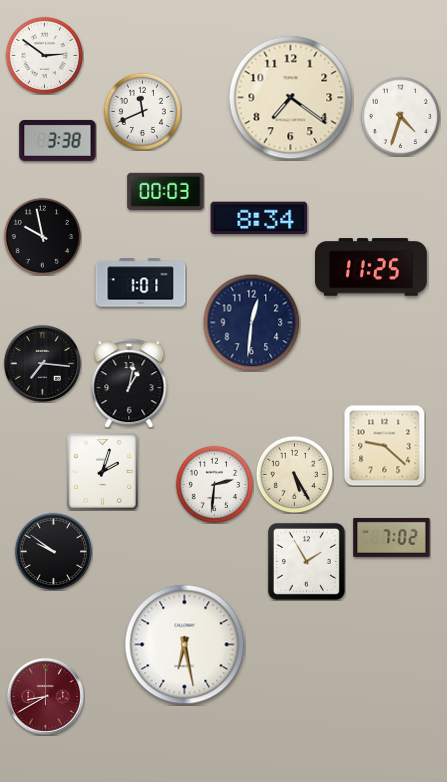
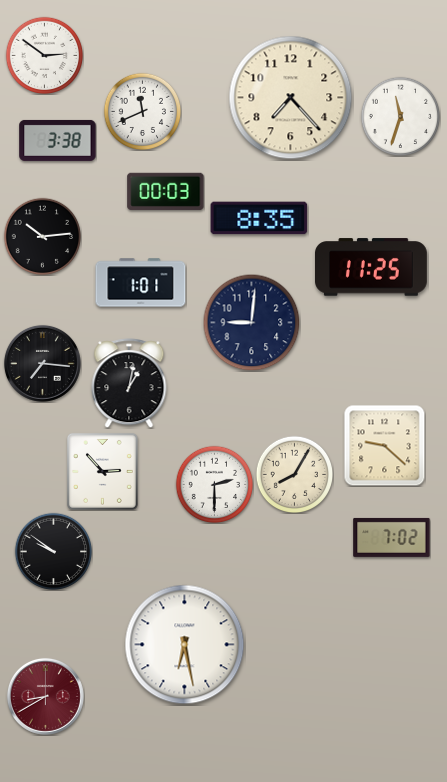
clock at (291, 98): 7:21 -> 7:23
clock at (400, 116): 4:33 -> 11:33
clock at (259, 218): 8:34 -> 8:35
clock at (42, 236): 9:58 -> 10:14
clock at (251, 322): 12:31 -> 9:01
clock at (102, 471): 2:03 -> 2:53
clock at (294, 474): 5:25 -> 8:05
clock at (214, 484): 2:31 -> 2:30
clock at (306, 561): 1:55 -> none
